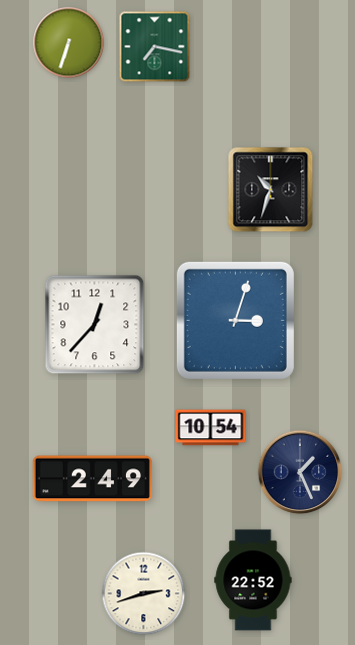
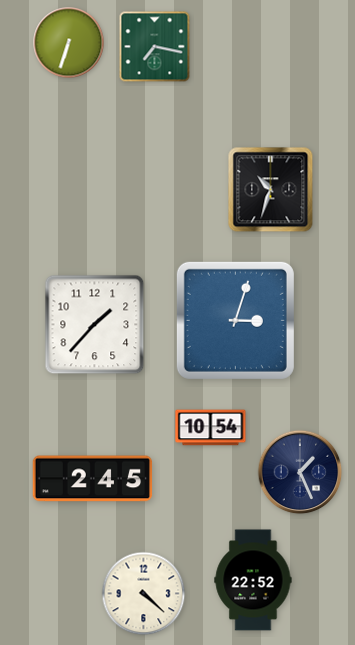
clock at (95, 325): 12:37 -> 1:37
clock at (93, 479): 2:49 -> 2:45
clock at (144, 594): 2:42 -> 4:22
